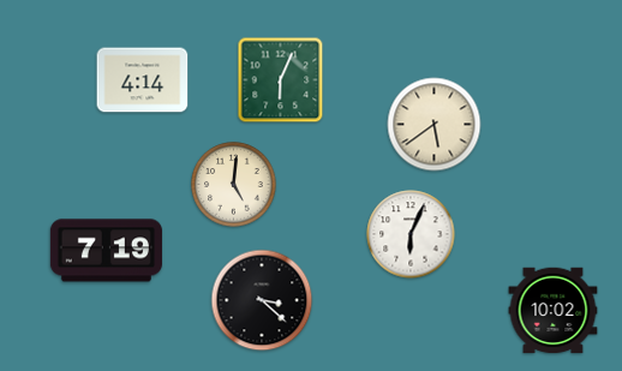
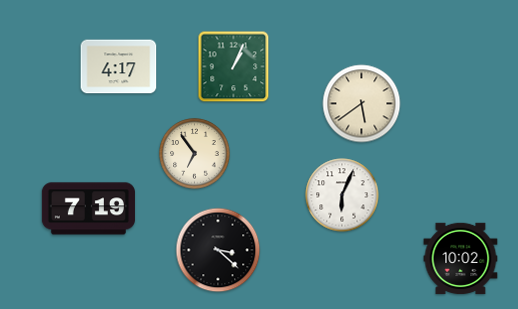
clock at (143, 80): 4:14 -> 4:17
clock at (281, 80): 6:04 -> 1:04
clock at (234, 185): 5:01 -> 6:54
